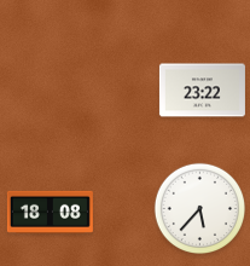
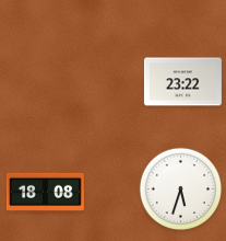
clock at (200, 209): 5:37 -> 5:33
